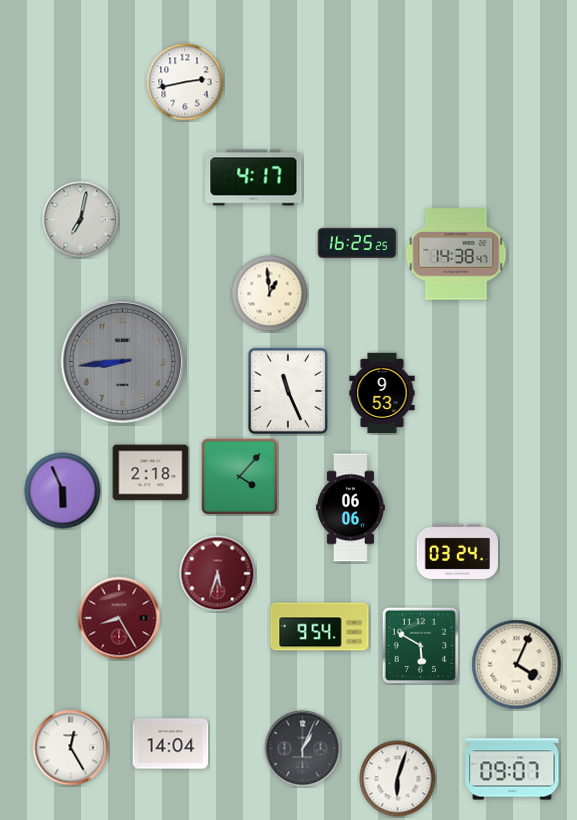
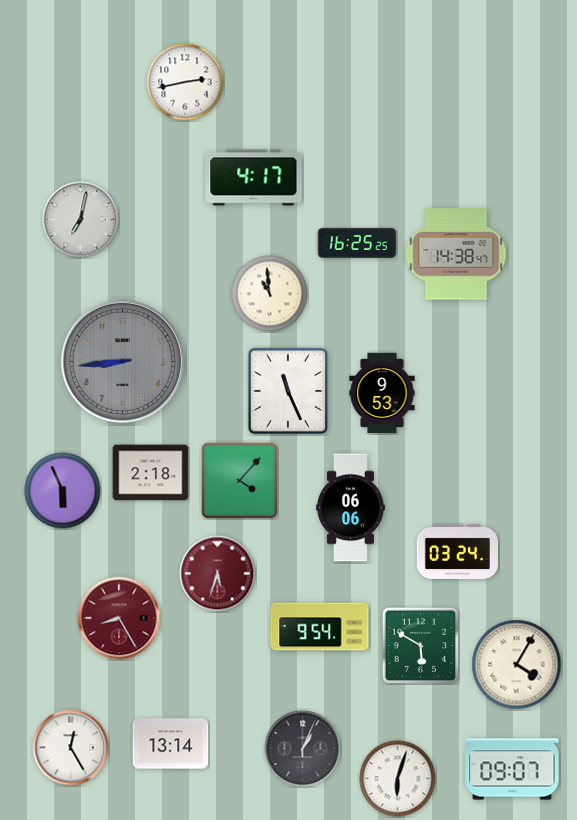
clock at (270, 294): 12:59 -> 10:59
clock at (239, 476) position: (239, 476) -> (239, 480)
clock at (517, 665): 4:04 -> 4:05
clock at (171, 744): 14:04 -> 13:14
